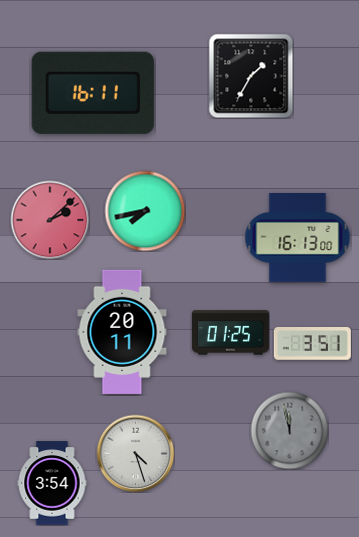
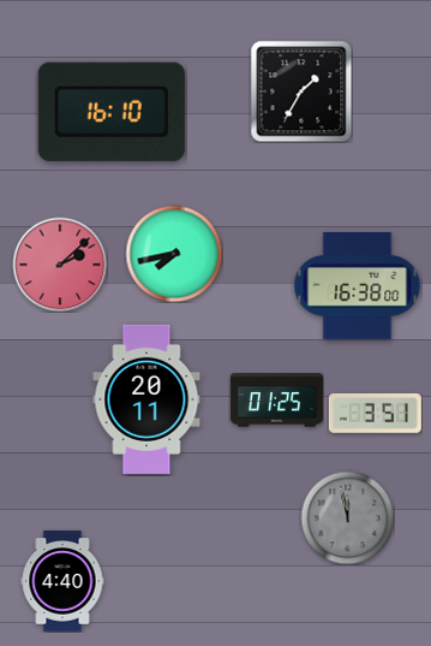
clock at (93, 93): 16:11 -> 16:10
clock at (298, 237): 16:13 -> 16:38
clock at (135, 453): 4:27 -> none
clock at (52, 483): 3:54 -> 4:40
